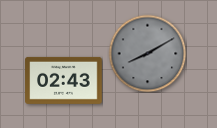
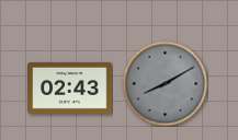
clock at (147, 53) position: (147, 53) -> (165, 83)
